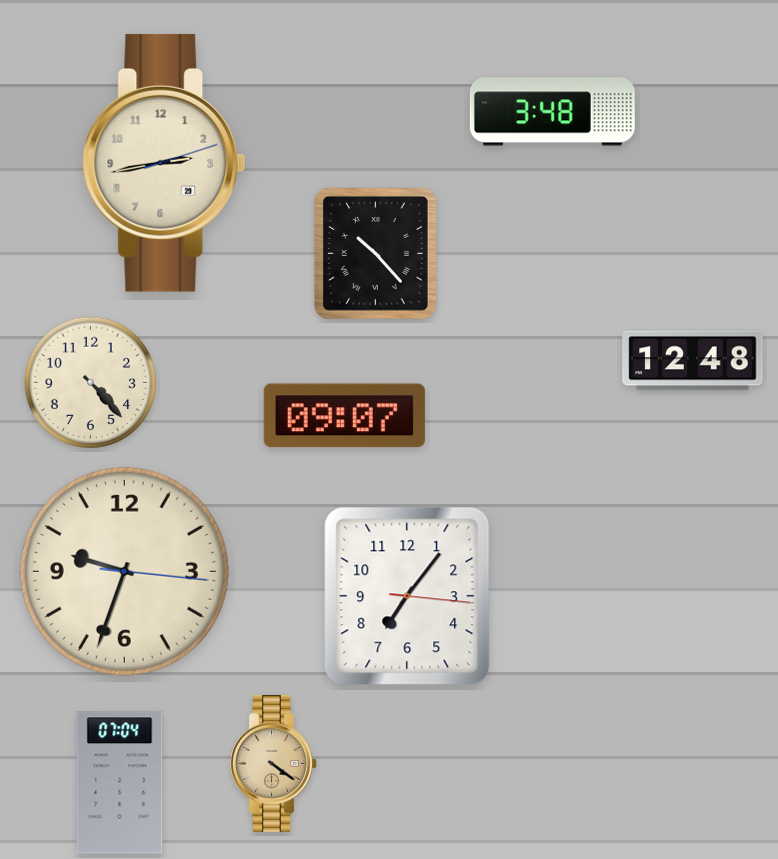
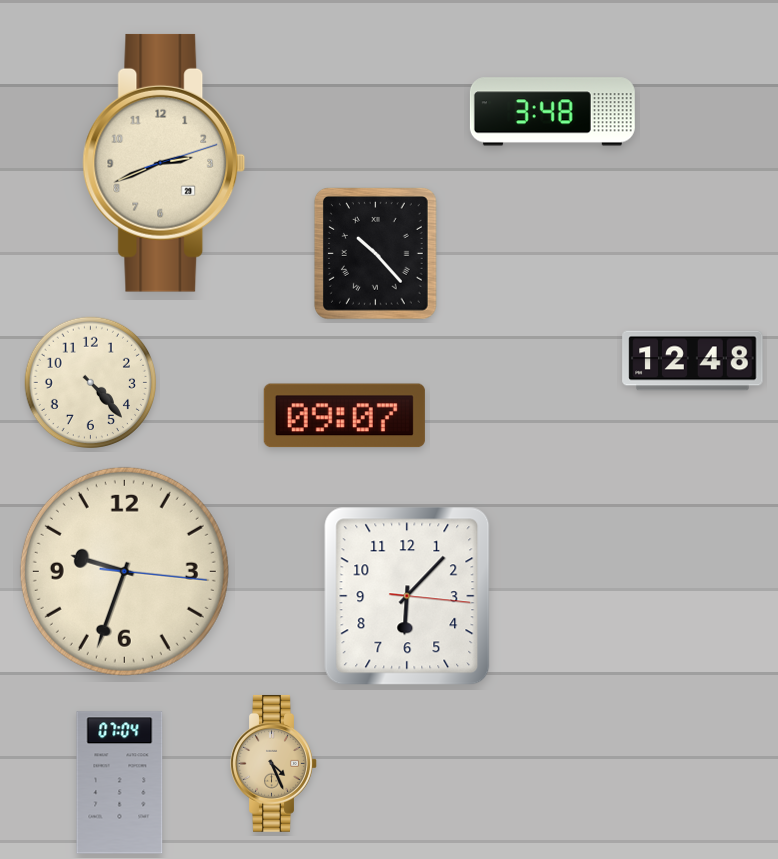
clock at (164, 163): 2:43 -> 2:41
clock at (407, 596): 7:06 -> 6:07
clock at (274, 763): 4:21 -> 4:26
